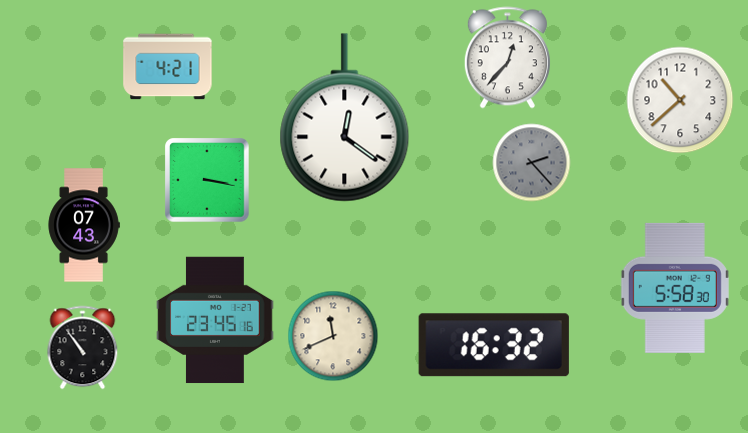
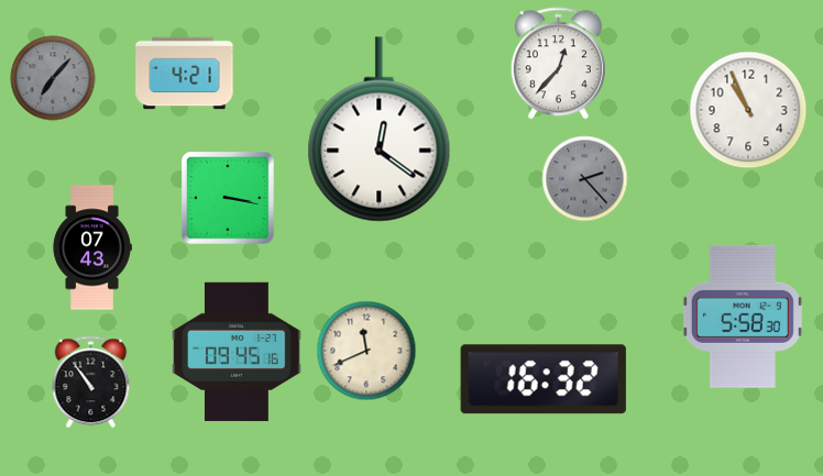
clock at (53, 78): none -> 7:07
clock at (680, 100): 10:38 -> 10:56
clock at (215, 320): 23:45 -> 09:45
clock at (333, 336) position: (333, 336) -> (366, 351)
